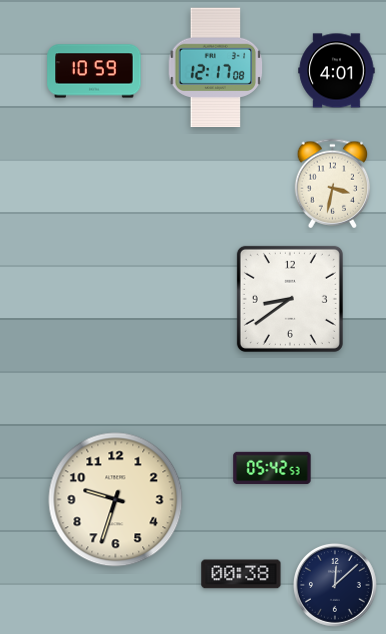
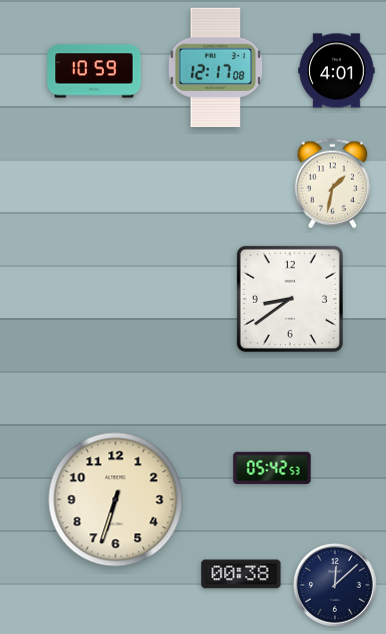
clock at (333, 184): 3:32 -> 1:32
clock at (116, 500): 9:33 -> 6:33
